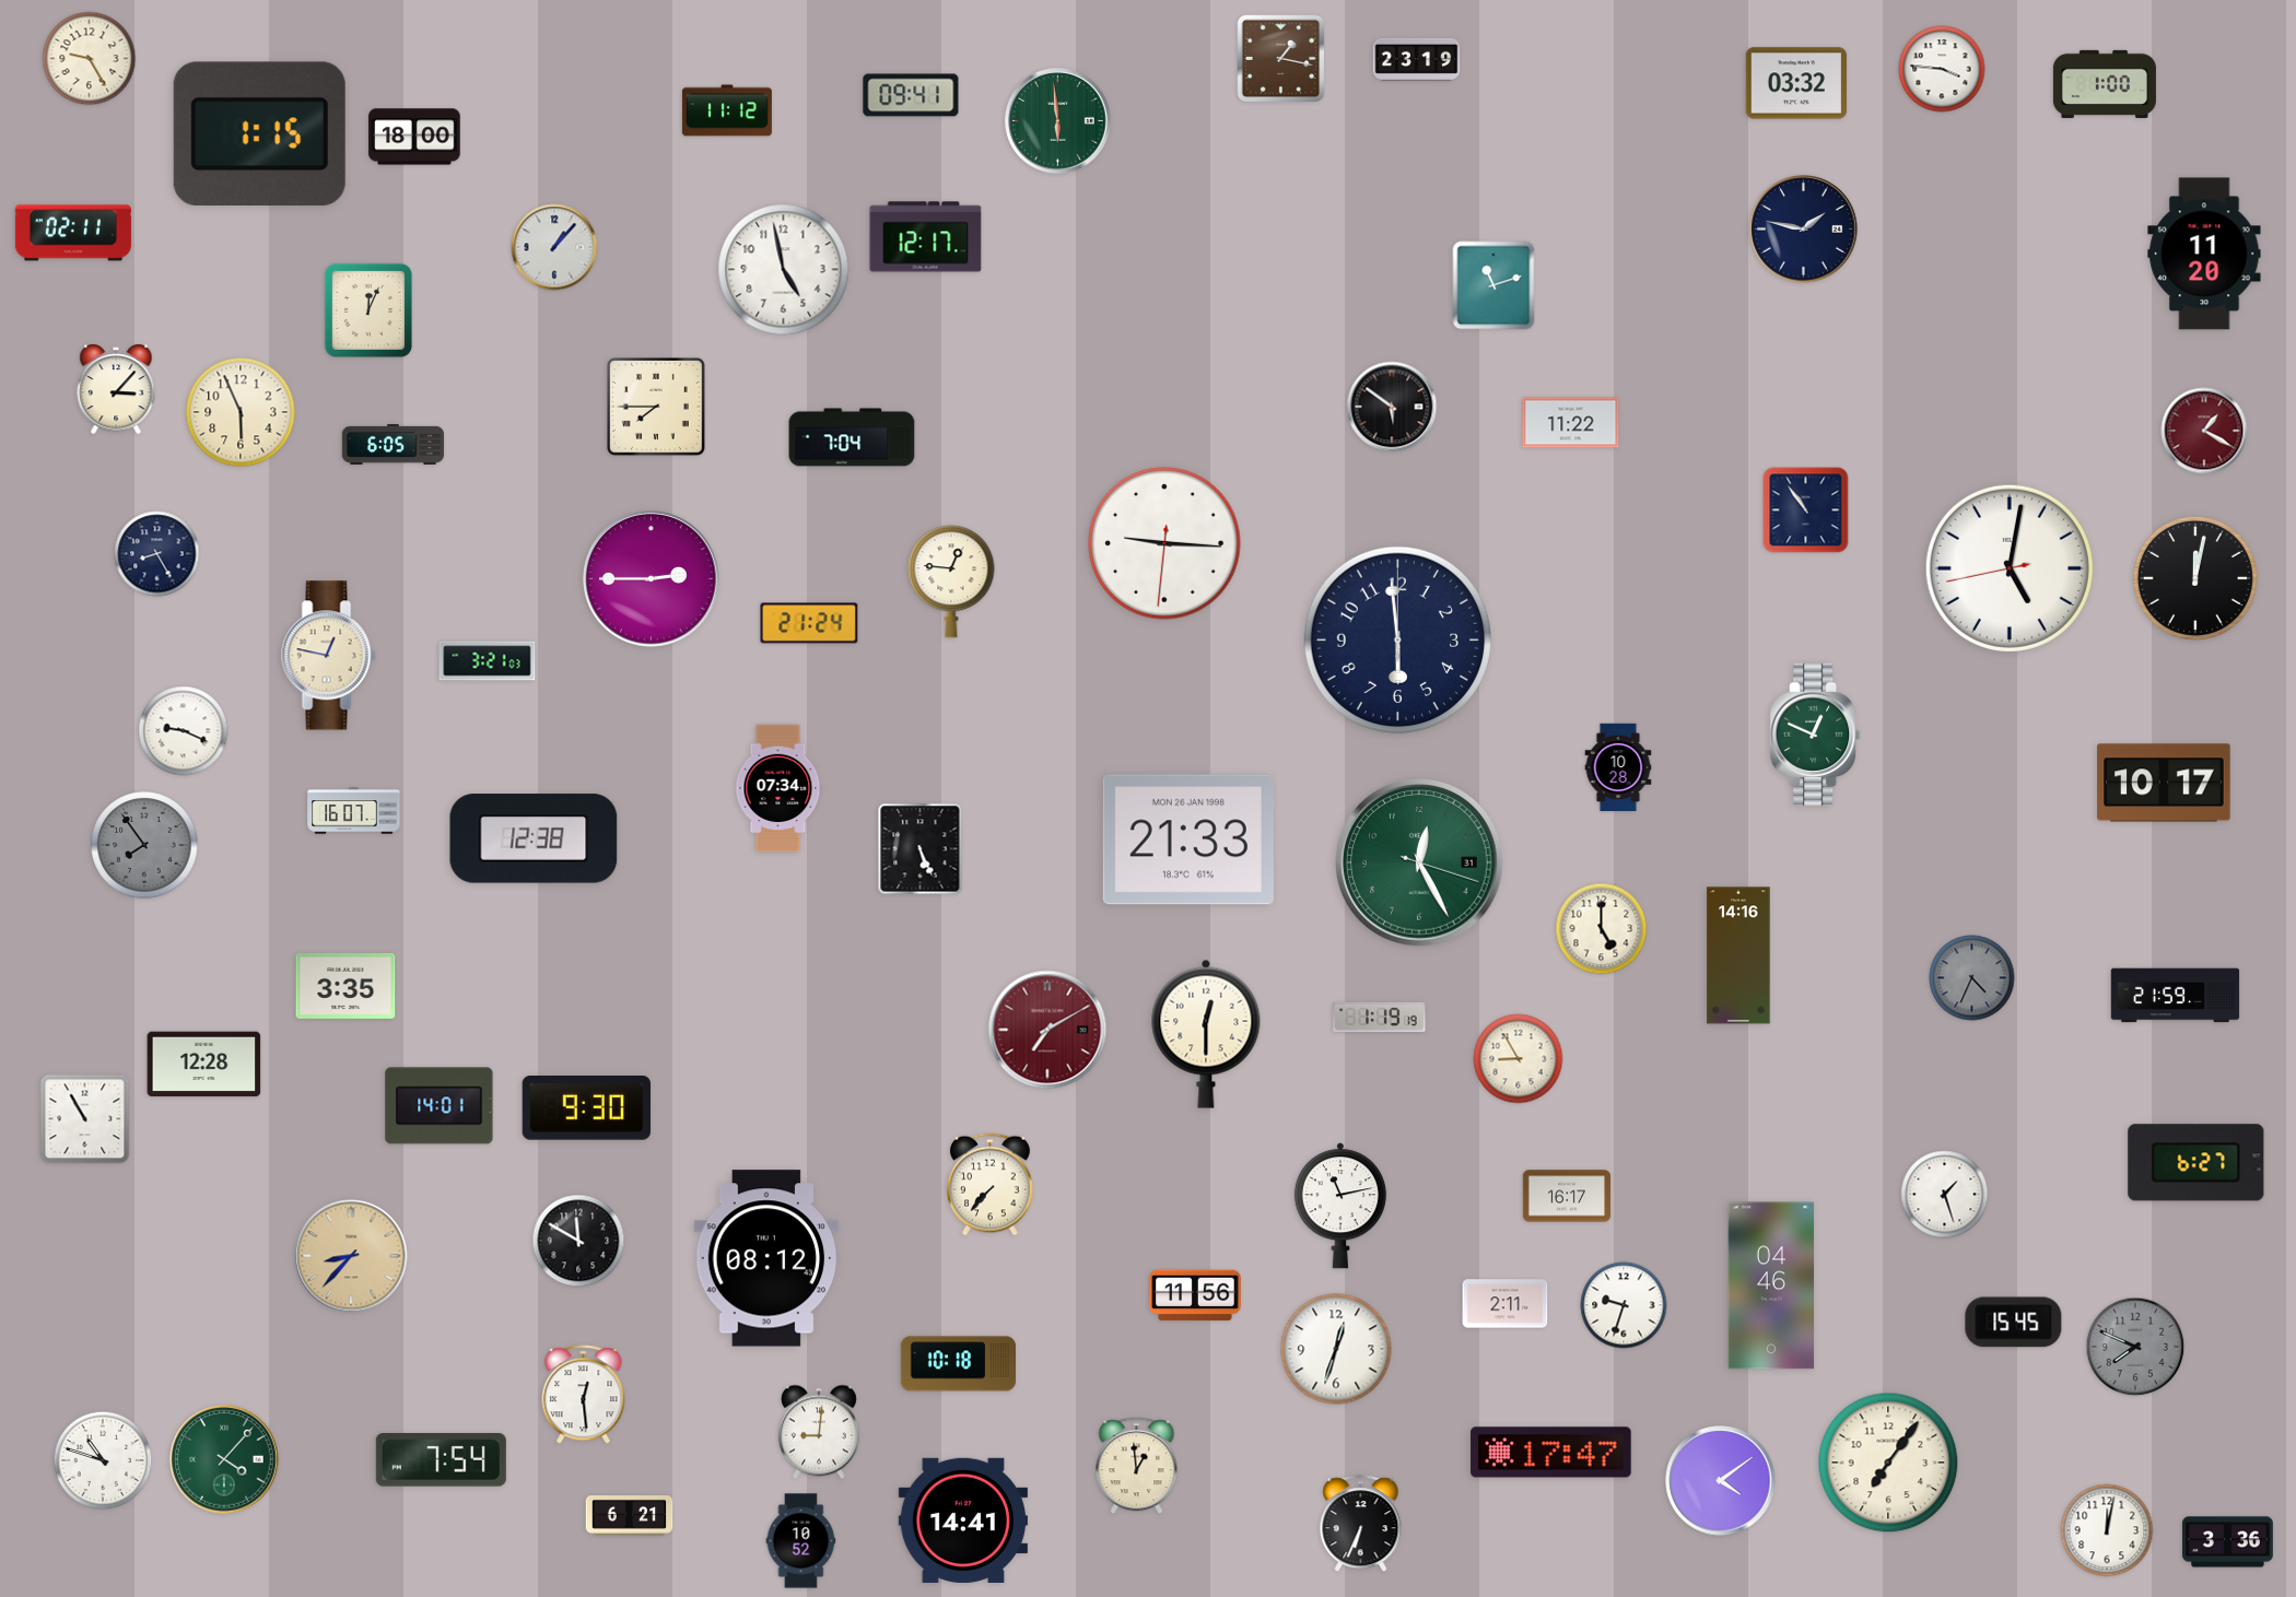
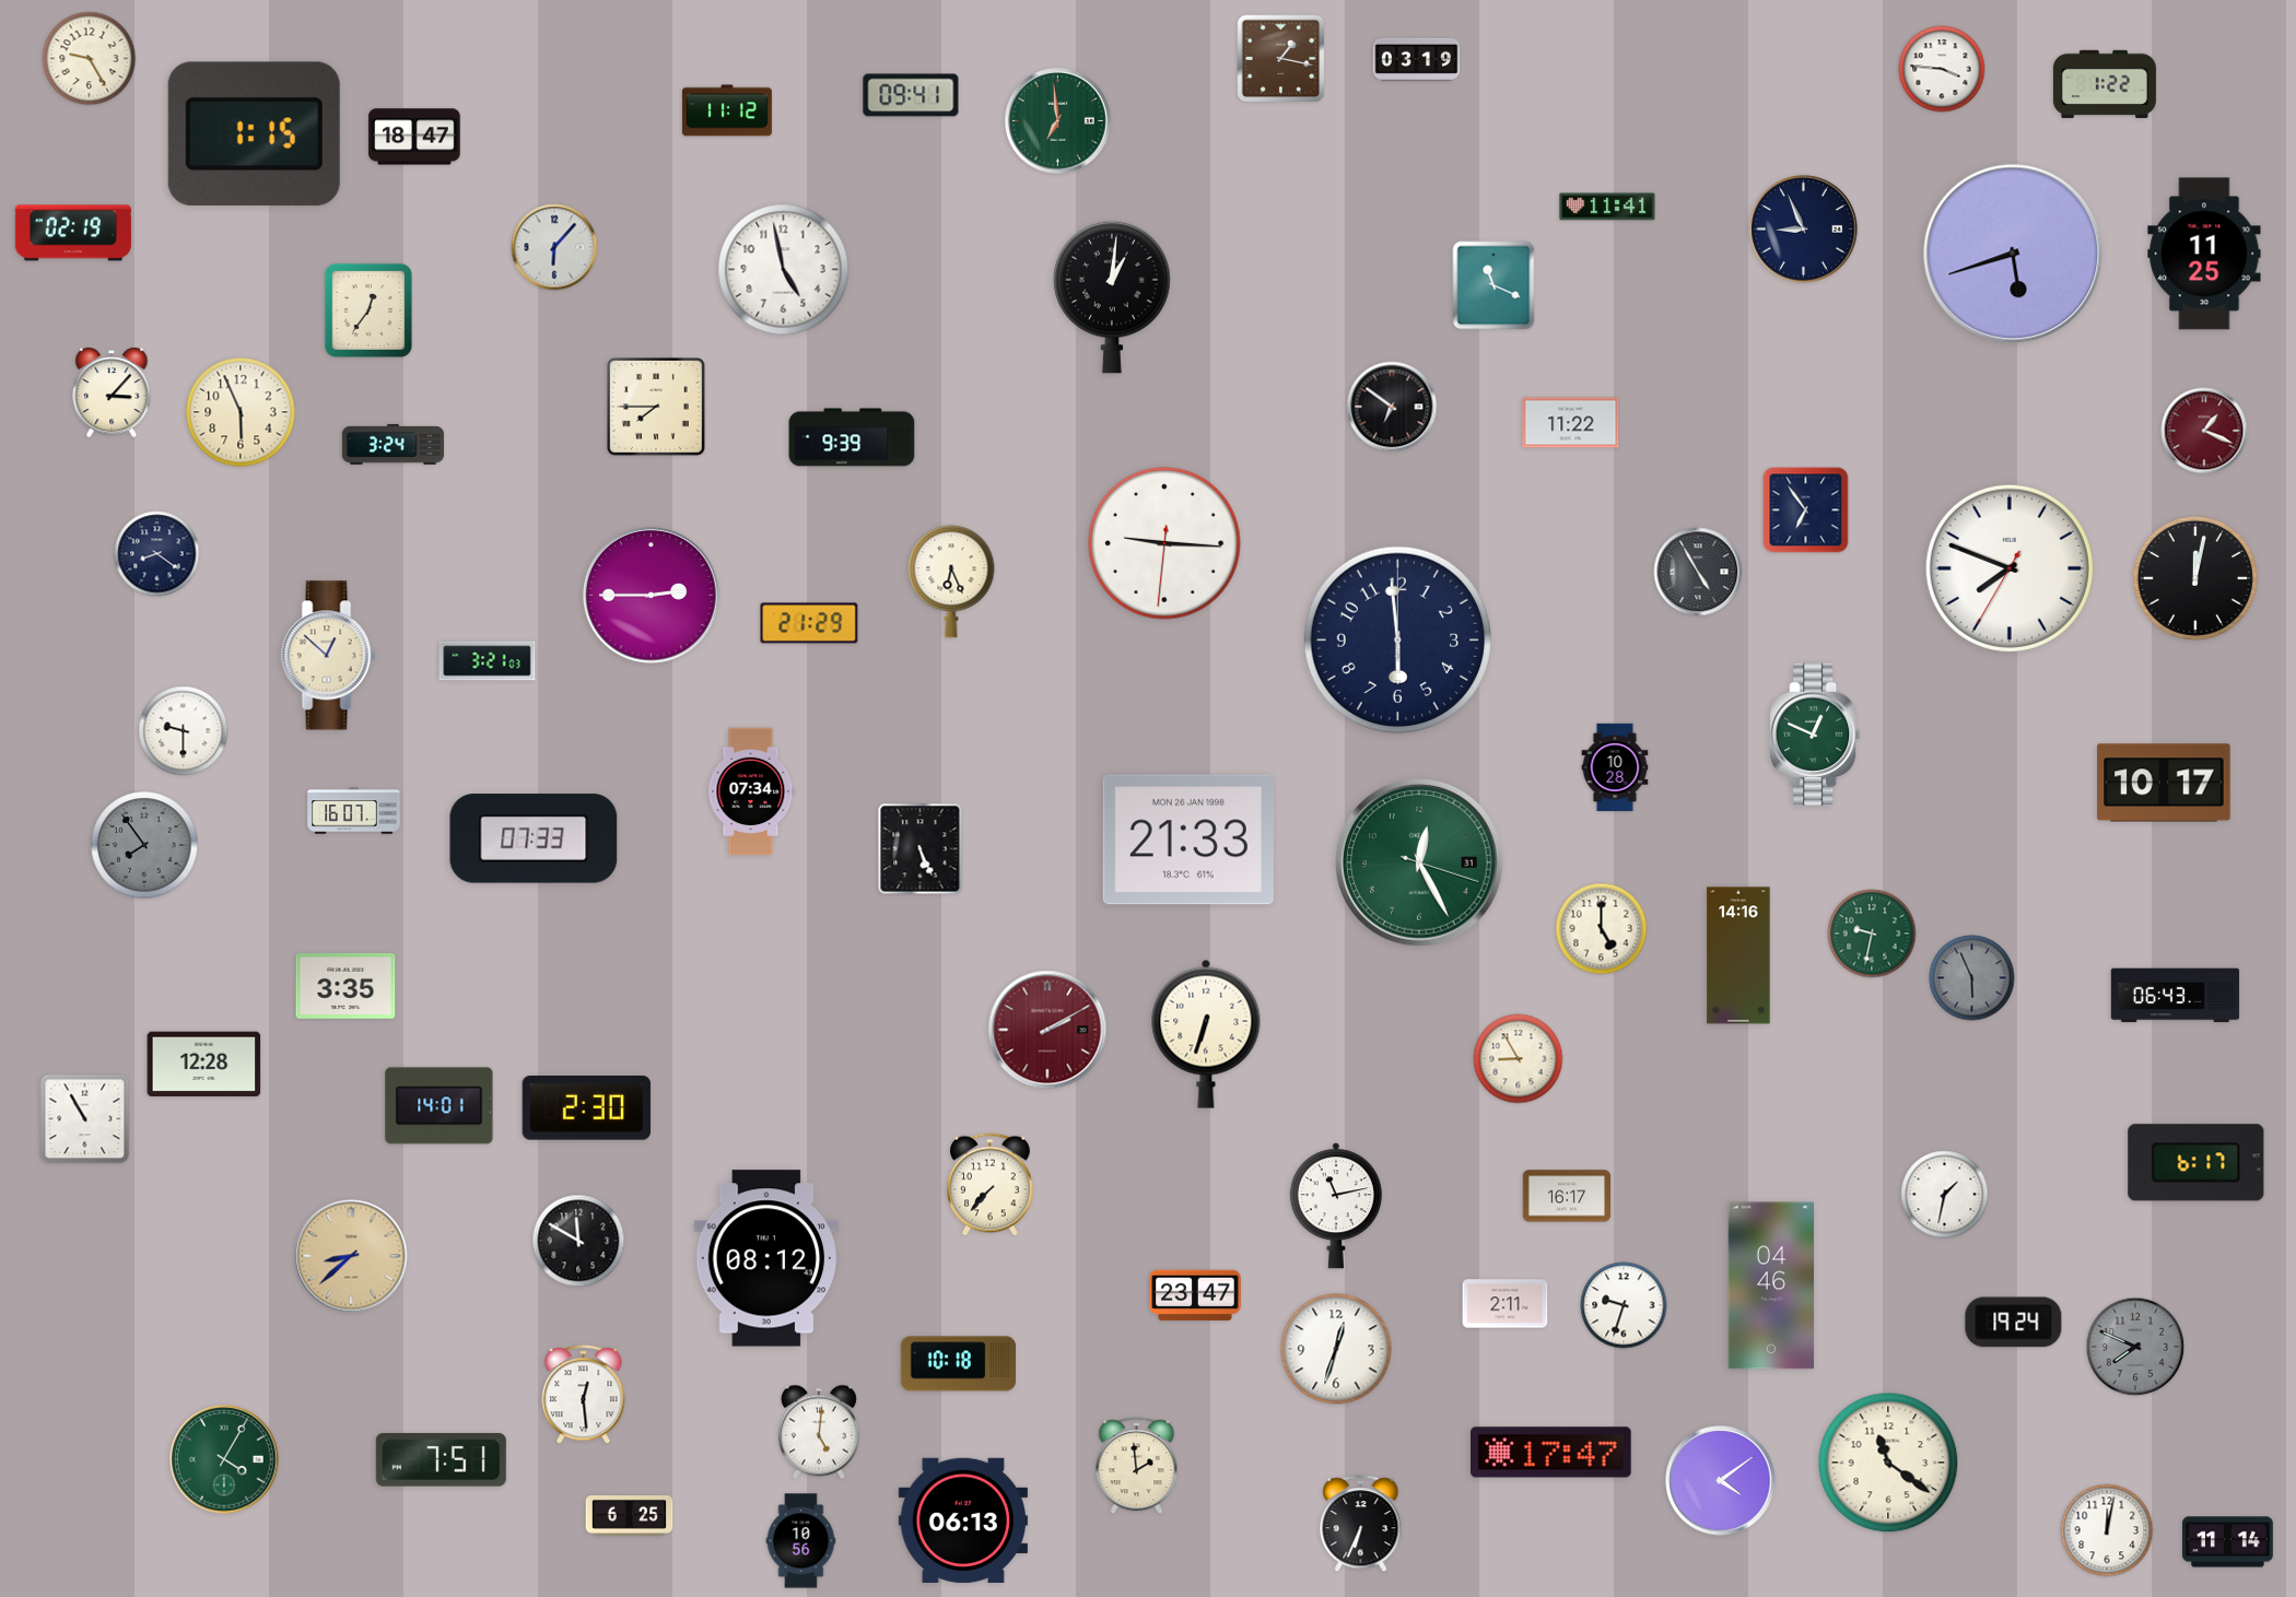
clock at (1417, 59): 23:19 -> 03:19
clock at (1796, 83): 03:32 -> none
clock at (2105, 84): 1:00 -> 1:22
clock at (1058, 121): 5:59 -> 6:59
clock at (259, 133) position: (259, 133) -> (254, 133)
clock at (414, 137): 18:00 -> 18:47
clock at (1607, 207): none -> 11:41
clock at (1804, 230): 1:47 -> 8:56
clock at (73, 233): 02:11 -> 02:19
clock at (926, 237): 12:17 -> none
clock at (554, 247): 1:07 -> 6:07
clock at (2013, 254): none -> 5:42
clock at (2204, 254): 11:20 -> 11:25
clock at (1493, 285): 11:12 -> 11:19
clock at (1112, 297): none -> 1:01
clock at (368, 310): 12:04 -> 12:36
clock at (116, 389) position: (116, 389) -> (112, 392)
clock at (1392, 407): 5:51 -> 6:51
clock at (2204, 431): 1:20 -> 1:19
clock at (852, 437): 7:04 -> 9:39
clock at (393, 444): 6:05 -> 3:24
clock at (1806, 510): 10:54 -> 6:54
clock at (157, 554): 8:25 -> 8:21
clock at (2010, 568): 5:01 -> 7:48
clock at (1698, 572): none -> 4:55
clock at (652, 579) position: (652, 579) -> (652, 596)
clock at (951, 582): 12:46 -> 6:26
clock at (809, 623): 21:24 -> 21:29
clock at (329, 656): 12:47 -> 12:52
clock at (184, 731): 9:19 -> 9:30
clock at (1618, 767) position: (1618, 767) -> (1615, 767)
clock at (778, 788) position: (778, 788) -> (751, 791)
clock at (534, 838): 12:38 -> 07:33
clock at (1872, 933): none -> 9:32
clock at (1972, 978): 4:34 -> 5:56
clock at (2176, 996): 21:59 -> 06:43
clock at (1380, 1017): 1:19 -> none
clock at (1047, 1030): 7:10 -> 2:10
clock at (1206, 1034): 12:30 -> 6:33
clock at (586, 1108): 9:30 -> 2:30
clock at (2197, 1163): 6:27 -> 6:17
clock at (1945, 1195): 1:27 -> 1:32
clock at (1340, 1206) position: (1340, 1206) -> (1336, 1206)
clock at (351, 1256): 8:37 -> 8:38
clock at (1195, 1295): 11:56 -> 23:47
clock at (2014, 1323): 15:45 -> 19:24
clock at (819, 1432): 9:01 -> 5:01
clock at (224, 1459): 4:07 -> 4:05
clock at (441, 1459): 7:54 -> 7:51
clock at (103, 1460): 10:48 -> none
clock at (1888, 1463): 7:06 -> 11:21
clock at (1137, 1466): 12:59 -> 1:59
clock at (630, 1516): 6:21 -> 6:25
clock at (963, 1520): 14:41 -> 06:13
clock at (801, 1541): 10:52 -> 10:56
clock at (2228, 1542): 3:36 -> 11:14
